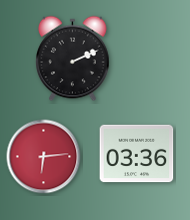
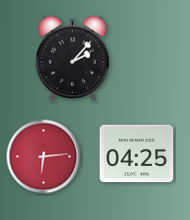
clock at (73, 59): 2:11 -> 2:07
clock at (137, 154): 03:36 -> 04:25
